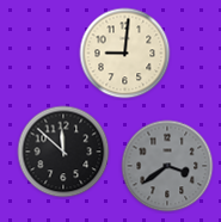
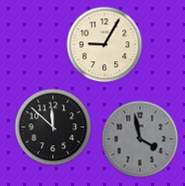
clock at (125, 54): 9:01 -> 9:05
clock at (167, 166): 3:39 -> 3:58
